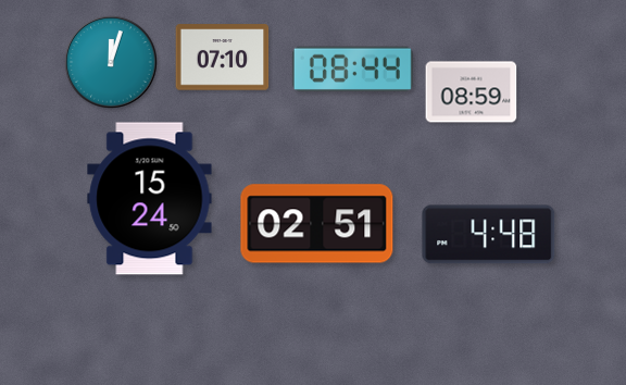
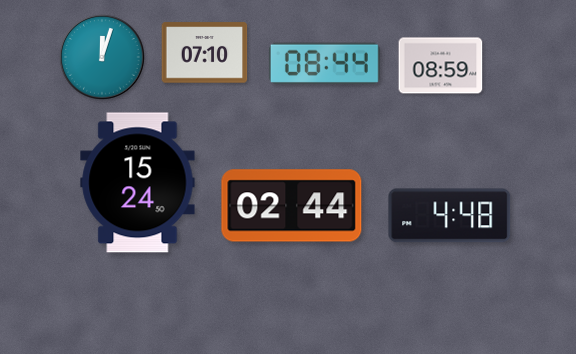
clock at (472, 92) position: (472, 92) -> (441, 66)
clock at (317, 224): 02:51 -> 02:44
